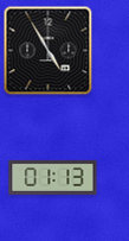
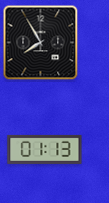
clock at (49, 51): 4:55 -> 7:55
